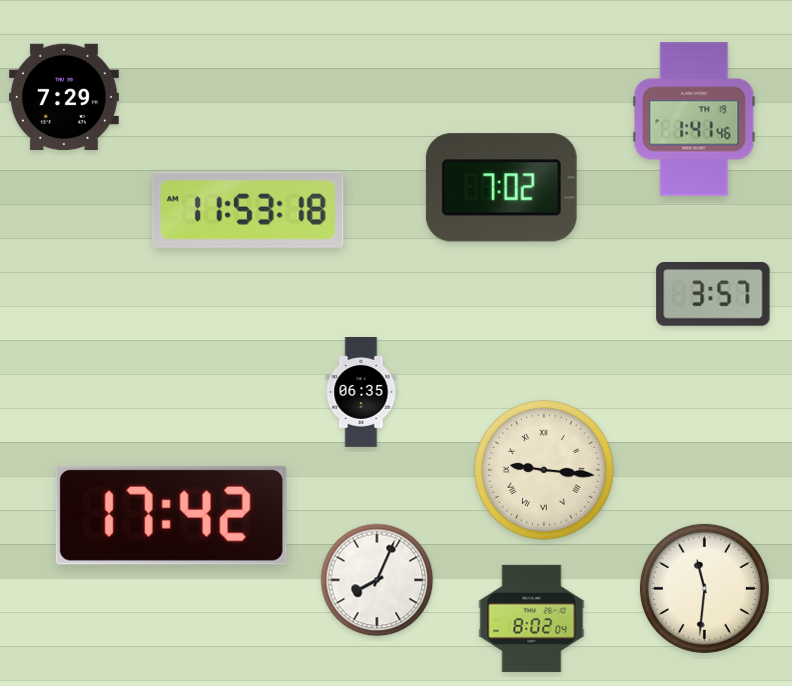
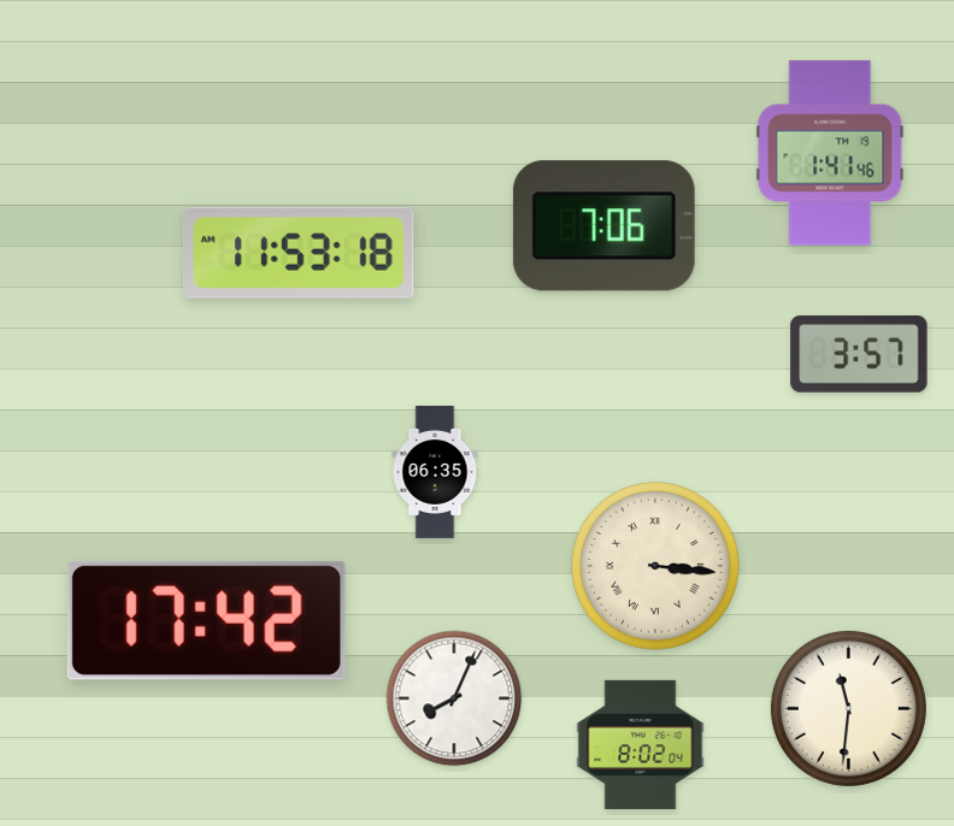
clock at (64, 97): 7:29 -> none
clock at (694, 119) position: (694, 119) -> (830, 153)
clock at (501, 188): 7:02 -> 7:06
clock at (544, 470): 9:16 -> 3:16
